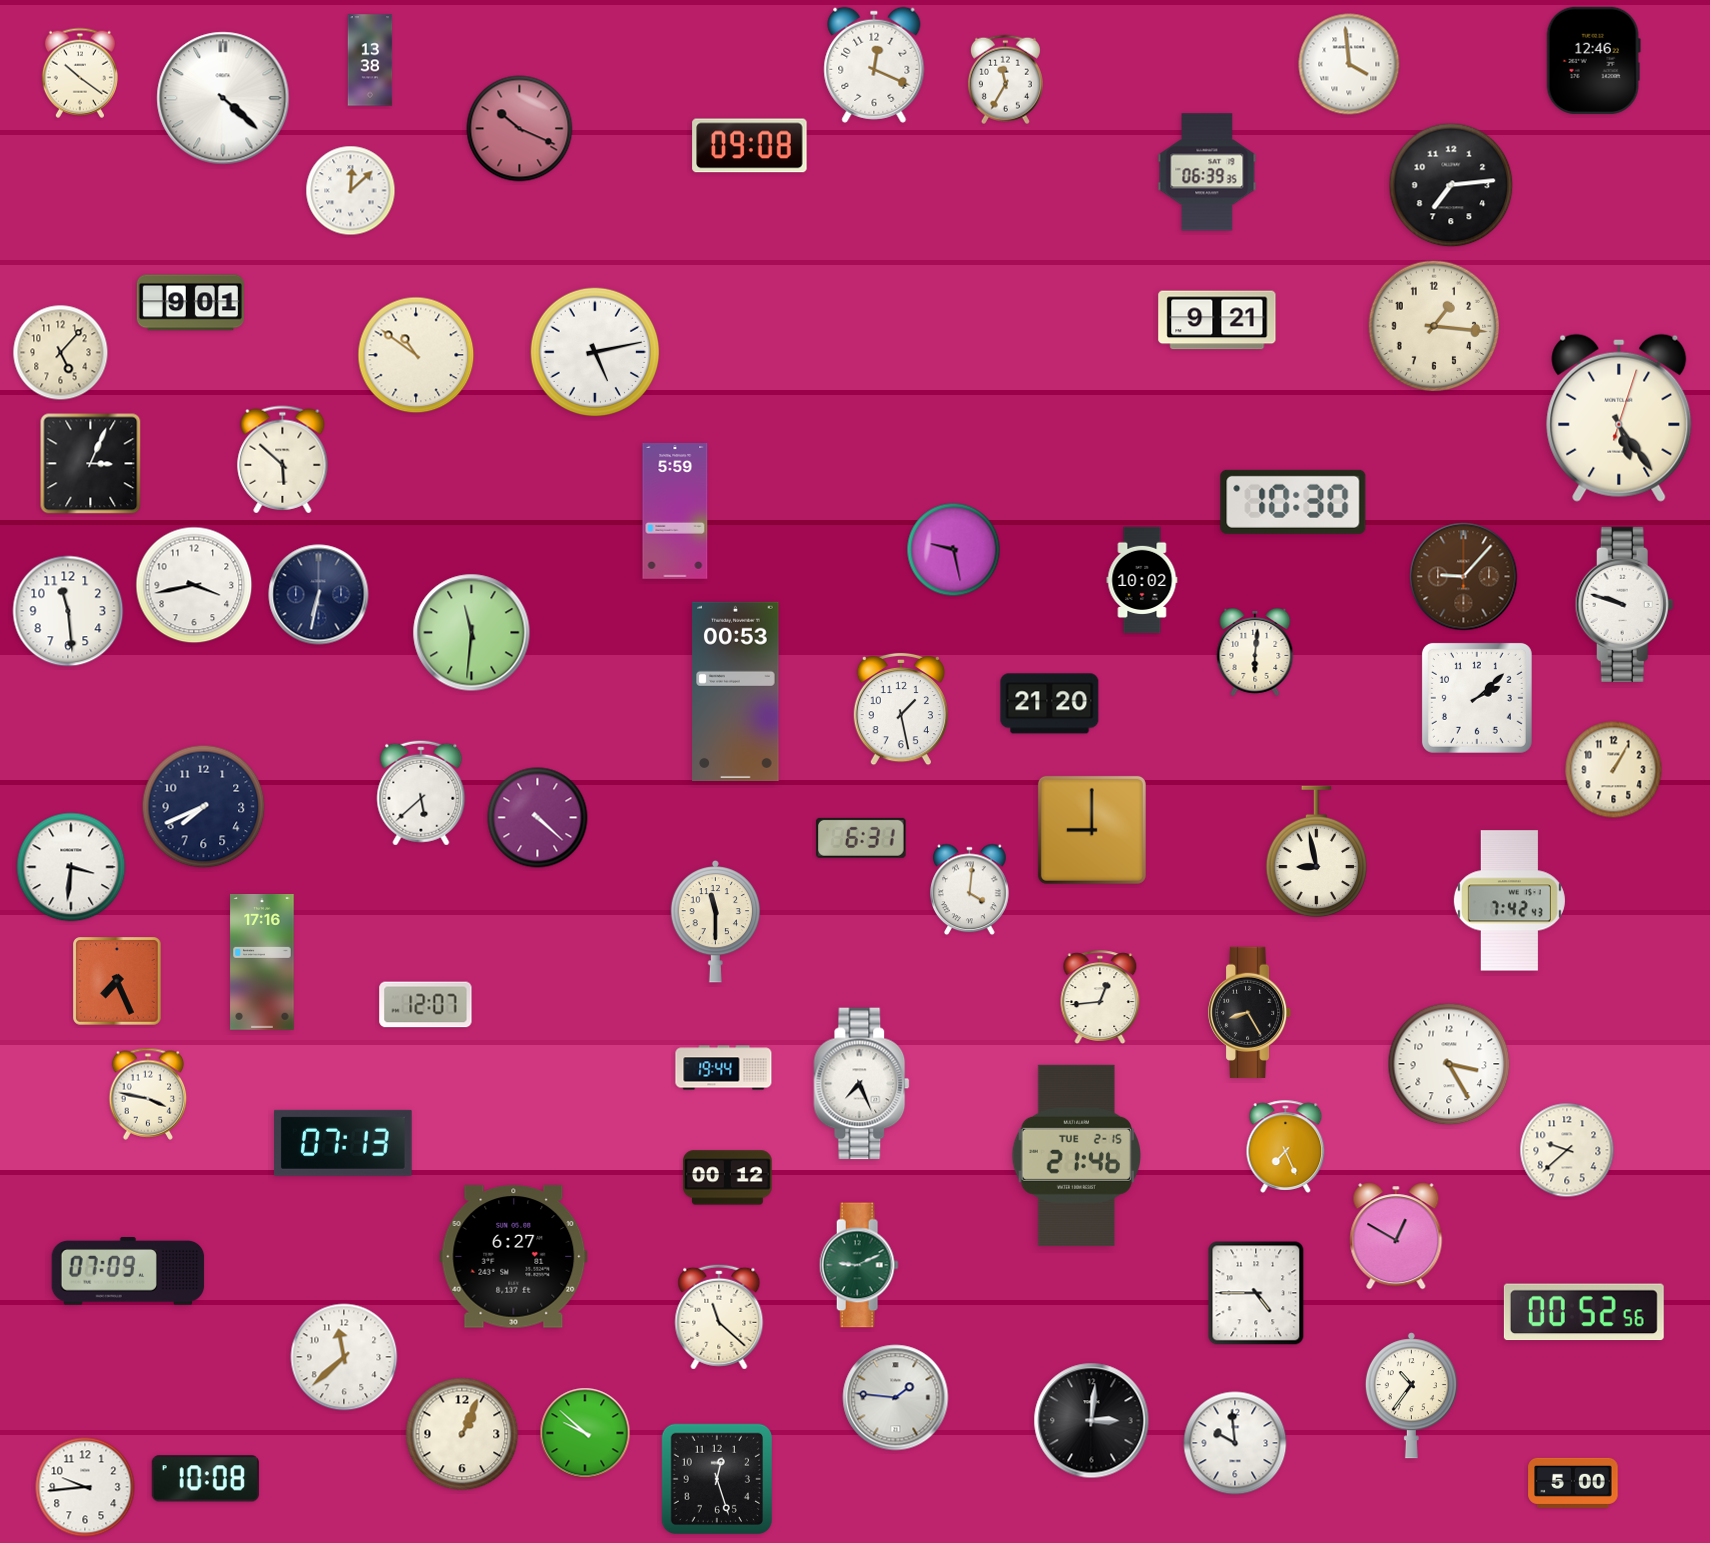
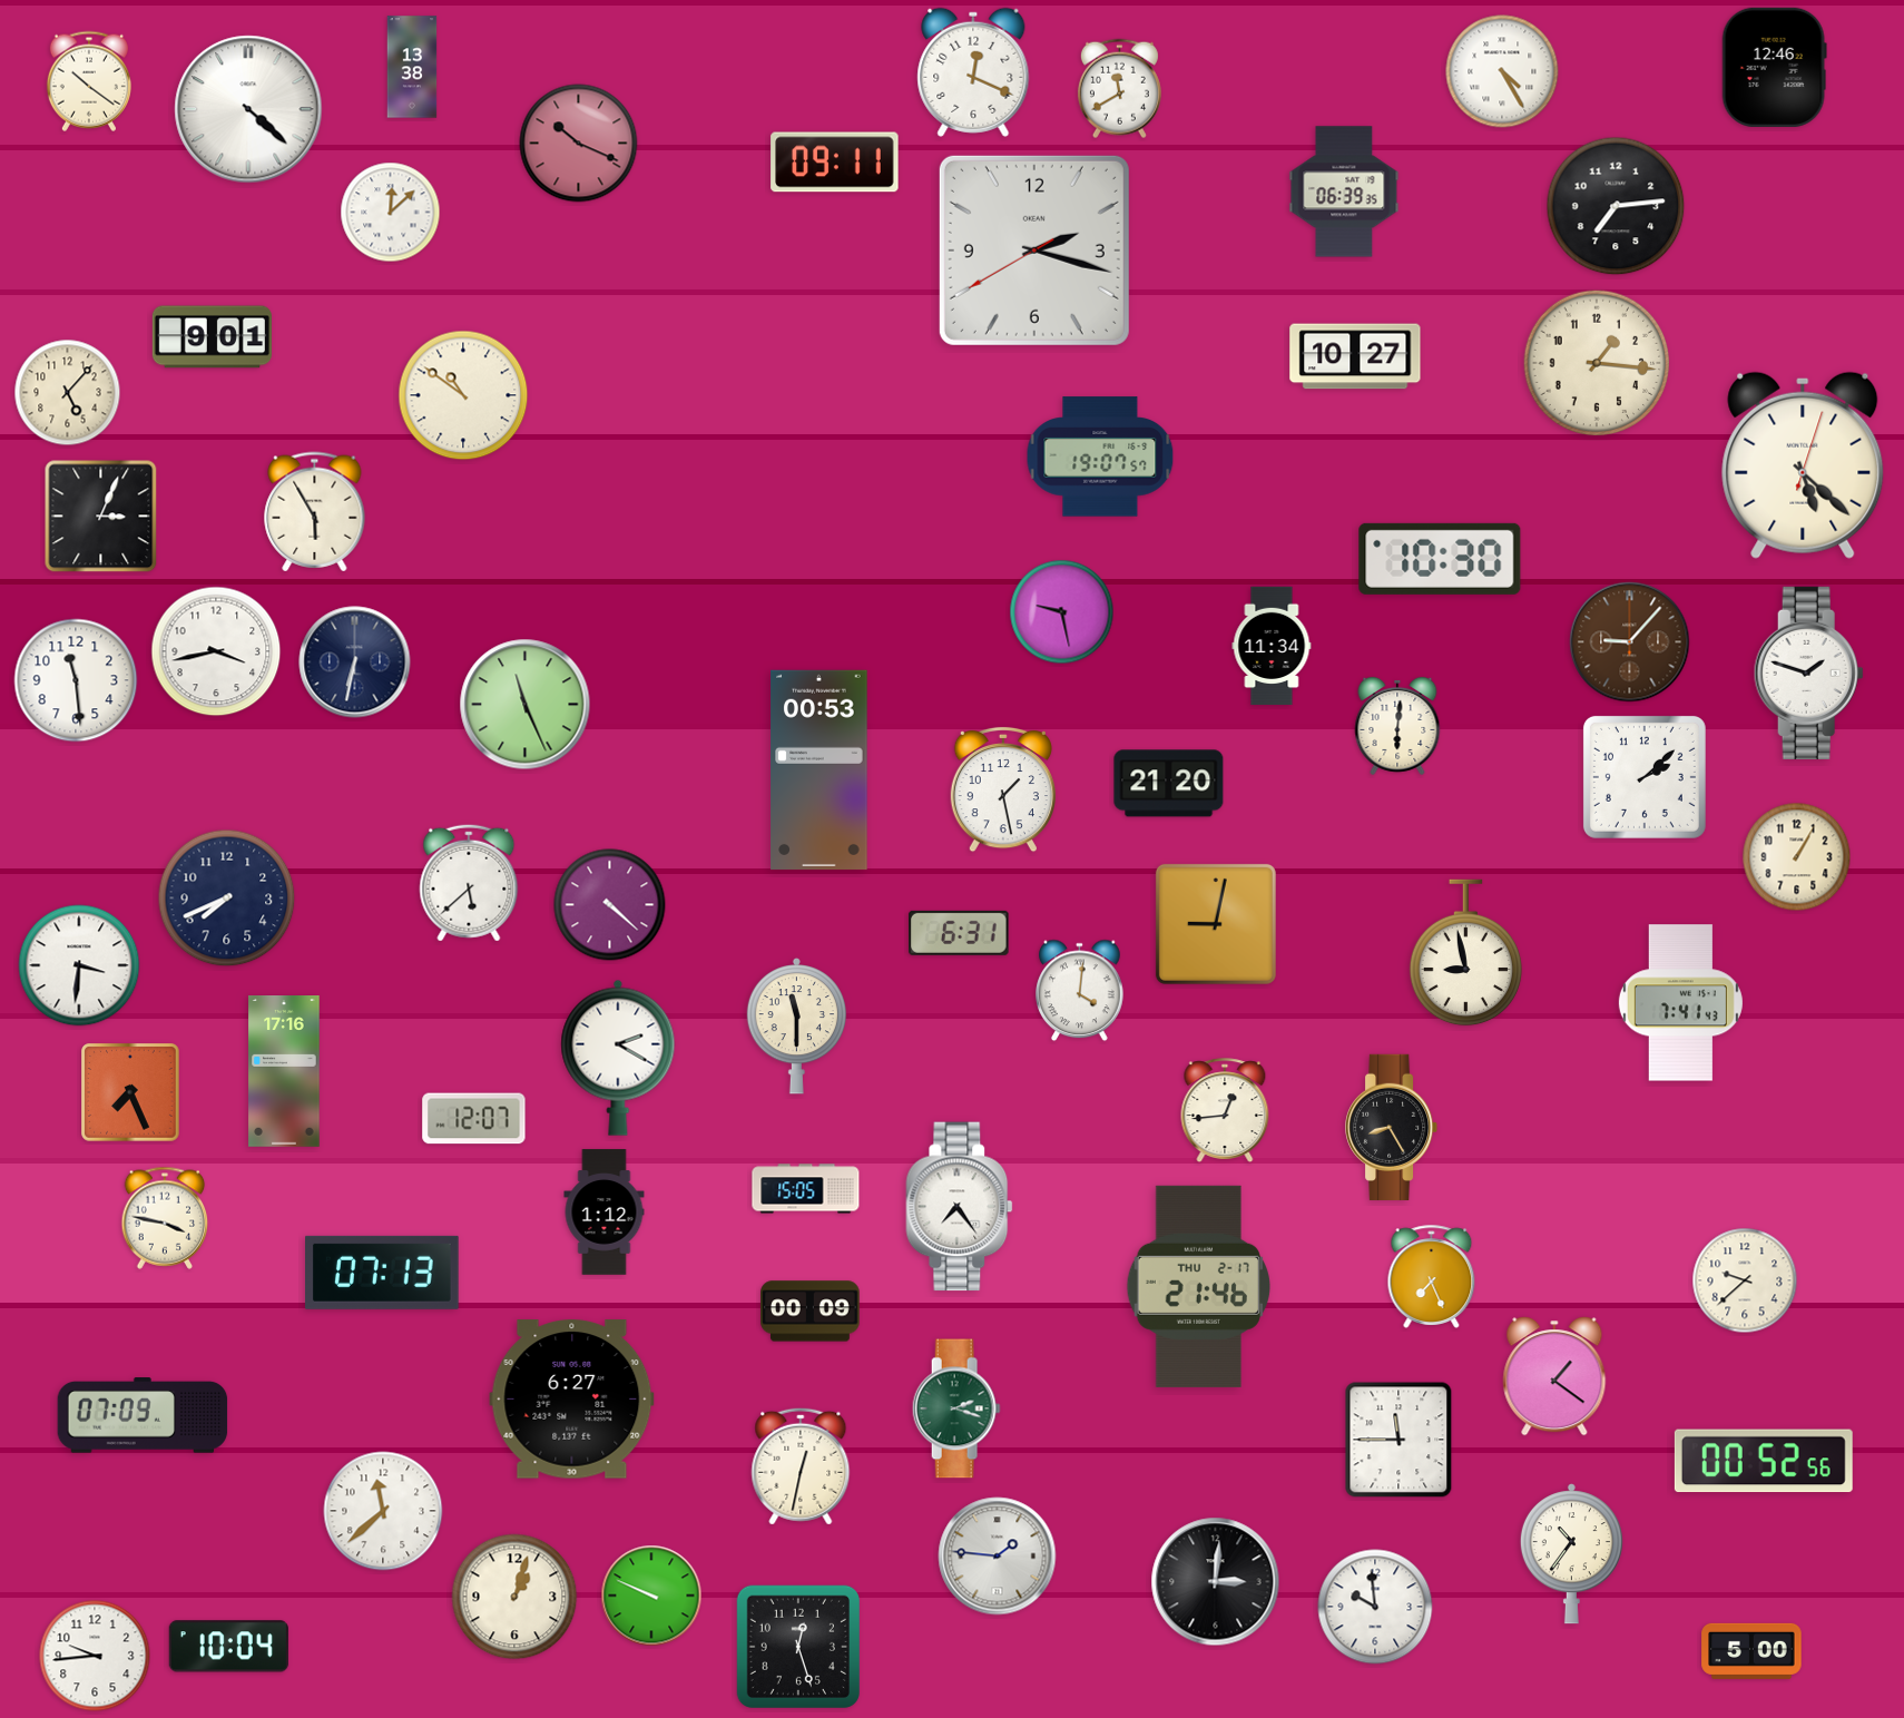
clock at (1349, 64): 3:59 -> 4:25
clock at (1005, 80): 11:35 -> 11:40
clock at (750, 146): 09:08 -> 09:11
clock at (1034, 251): none -> 2:17
clock at (1217, 320): 9:21 -> 10:27
clock at (595, 352): 5:13 -> none
clock at (1100, 457): none -> 19:07
clock at (1619, 418): 5:24 -> 5:22
clock at (283, 460): 5:52 -> 5:55
clock at (675, 512): 5:59 -> none
clock at (1142, 580): 10:02 -> 11:34
clock at (1624, 604): 9:48 -> 1:48
clock at (472, 633): 11:31 -> 11:26
clock at (538, 818) position: (538, 818) -> (610, 905)
clock at (1092, 830): 9:00 -> 9:02
clock at (1316, 852) position: (1316, 852) -> (1465, 953)
clock at (1509, 901): 7:42 -> 7:41
clock at (618, 1058): none -> 2:20
clock at (262, 963) position: (262, 963) -> (284, 1072)
clock at (1449, 1064): 3:25 -> none
clock at (724, 1068): 19:44 -> 15:05
clock at (862, 1084): 7:26 -> 7:24
clock at (605, 1213): none -> 1:12
clock at (1076, 1155) date: TUE 2-15 -> THU 2-17
clock at (728, 1178): 00:12 -> 00:09
clock at (1396, 1236): 12:50 -> 1:21
clock at (859, 1265): 9:11 -> 2:18
clock at (1256, 1293): 4:45 -> 11:45
clock at (719, 1317): 11:22 -> 12:32
clock at (585, 1433): 9:52 -> 9:49
clock at (462, 1434): 1:04 -> 1:03
clock at (205, 1479): 10:08 -> 10:04
